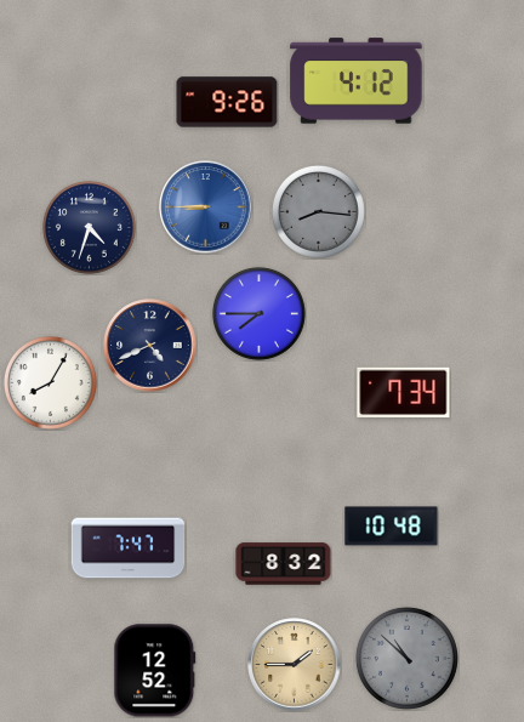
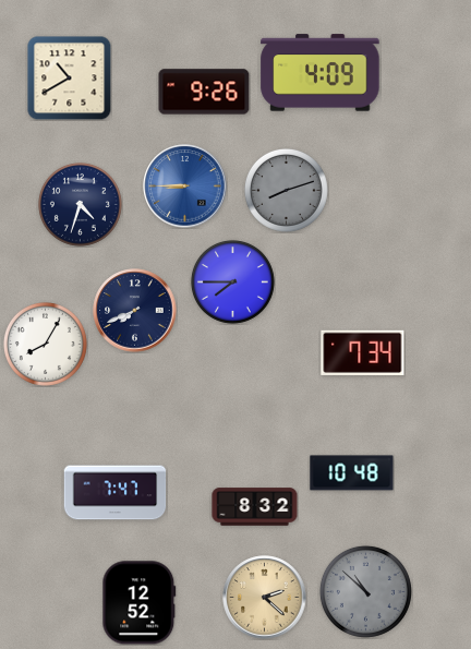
clock at (357, 81): 4:12 -> 4:09
clock at (69, 77): none -> 10:40
clock at (318, 211): 8:16 -> 8:12
clock at (150, 346): 4:41 -> 7:41
clock at (295, 665): 1:45 -> 2:22
